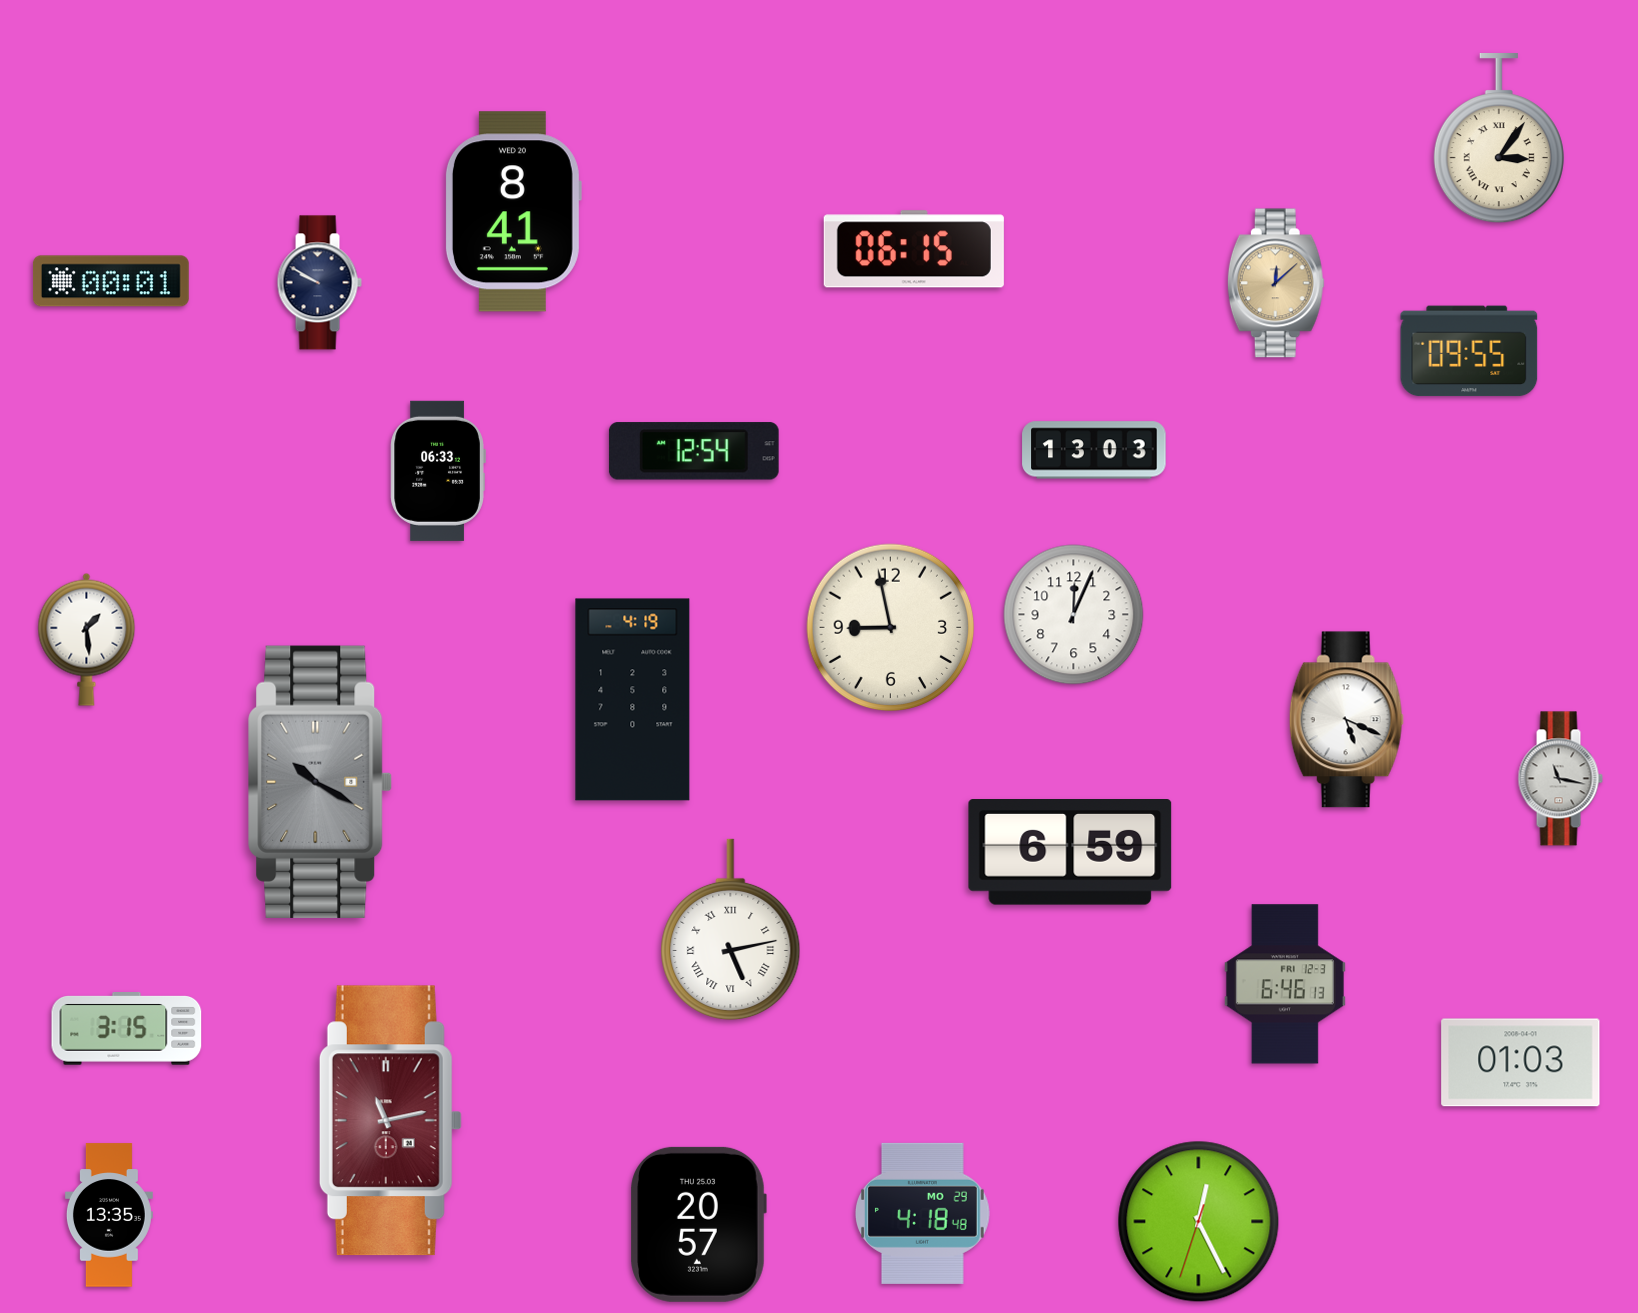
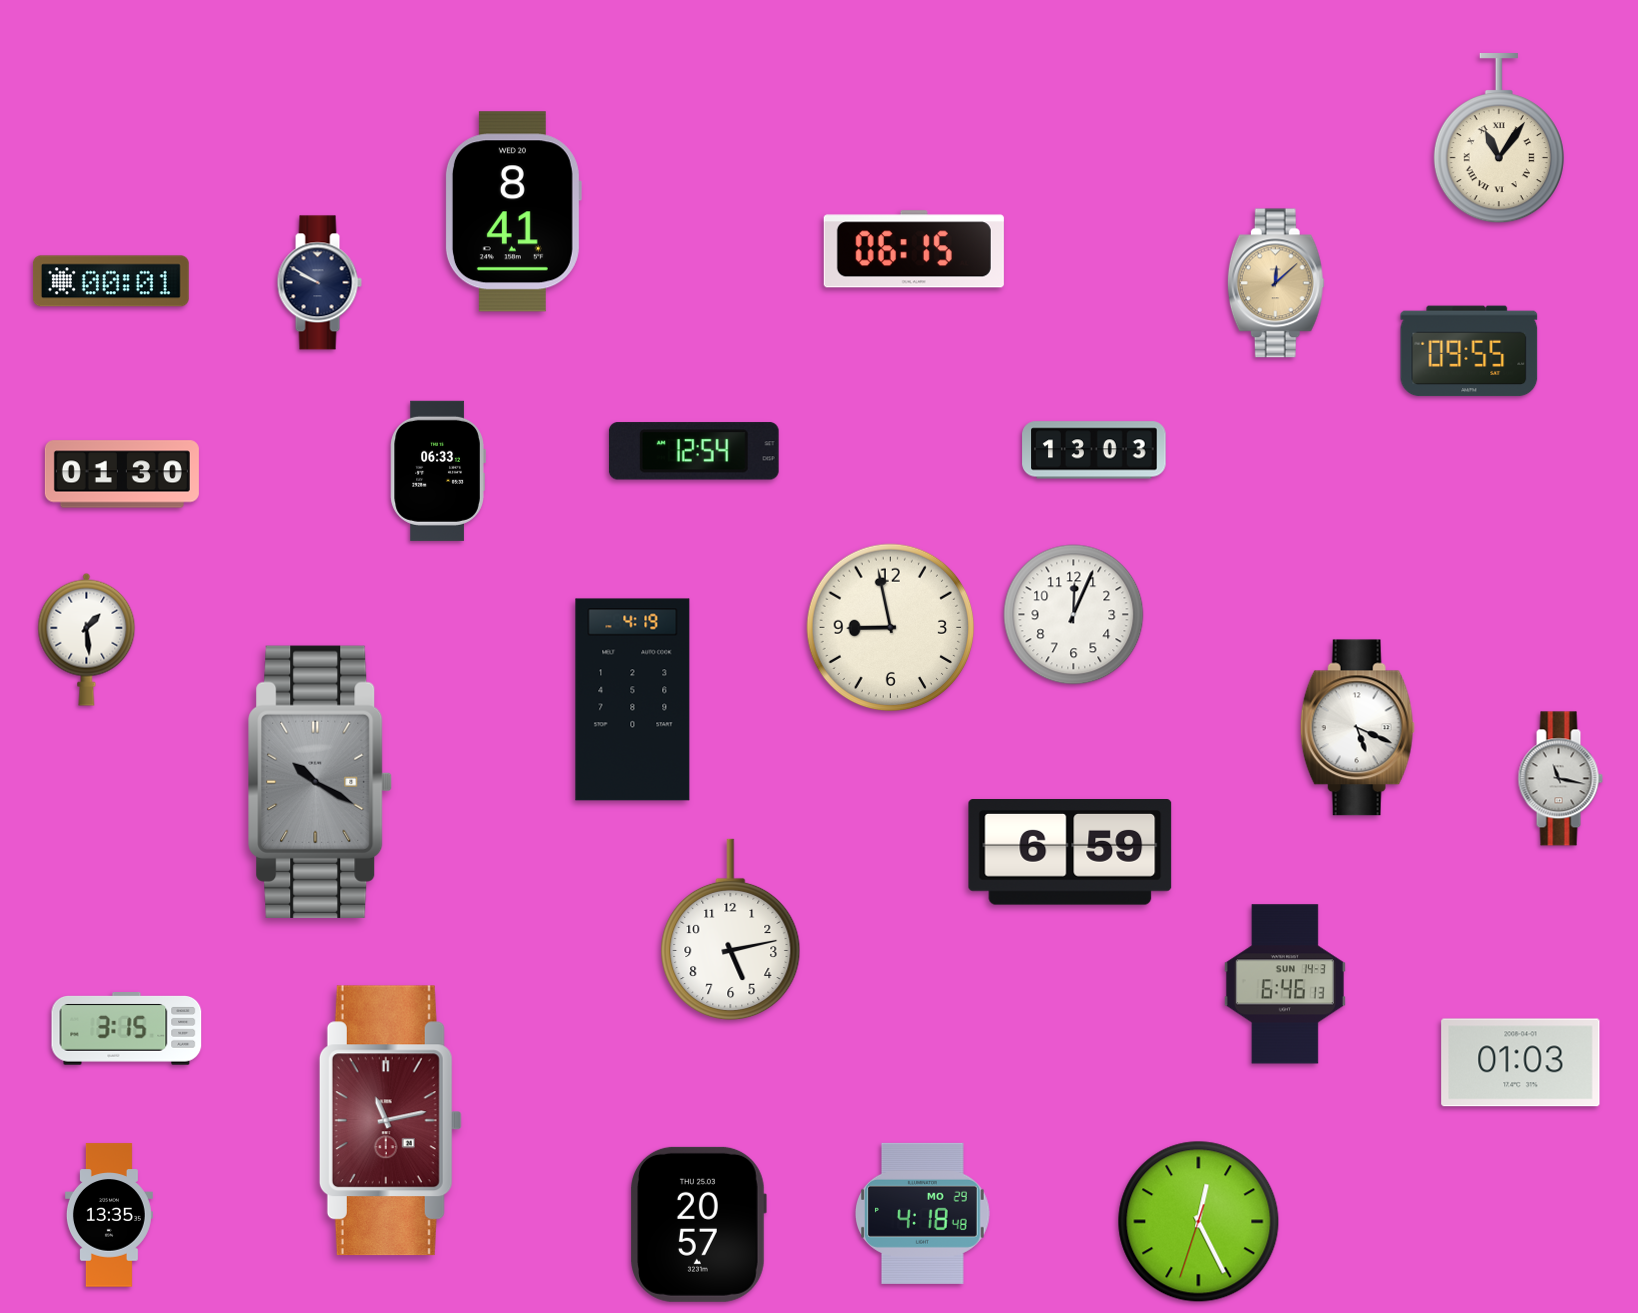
clock at (1499, 138): 3:06 -> 11:06
clock at (122, 474): none -> 01:30
clock at (1346, 720) position: (1346, 720) -> (1357, 728)
clock at (731, 930) numerals: Roman -> Arabic
clock at (1285, 984) date: FRI 12-3 -> SUN 14-3
